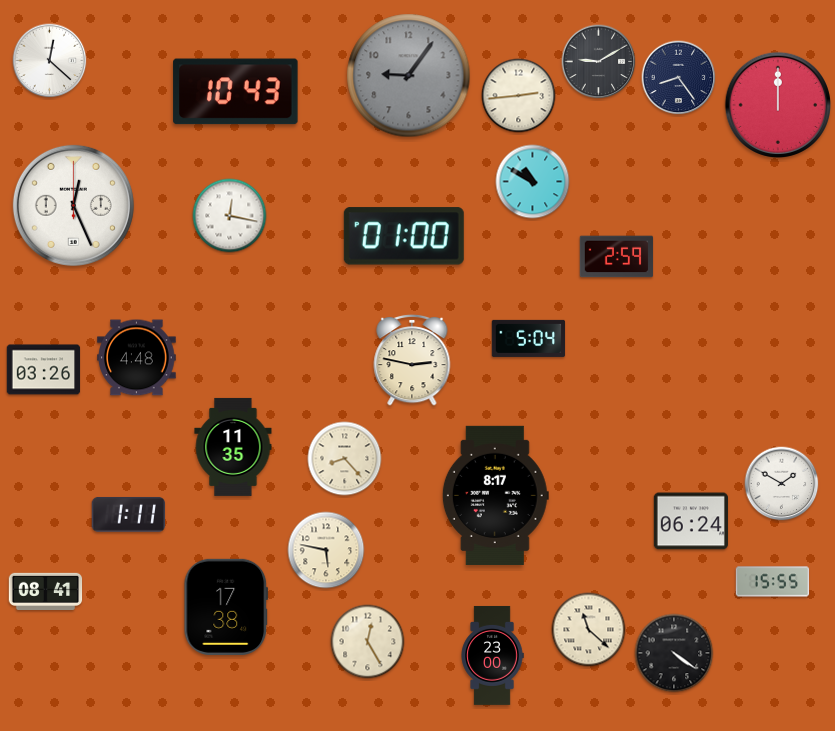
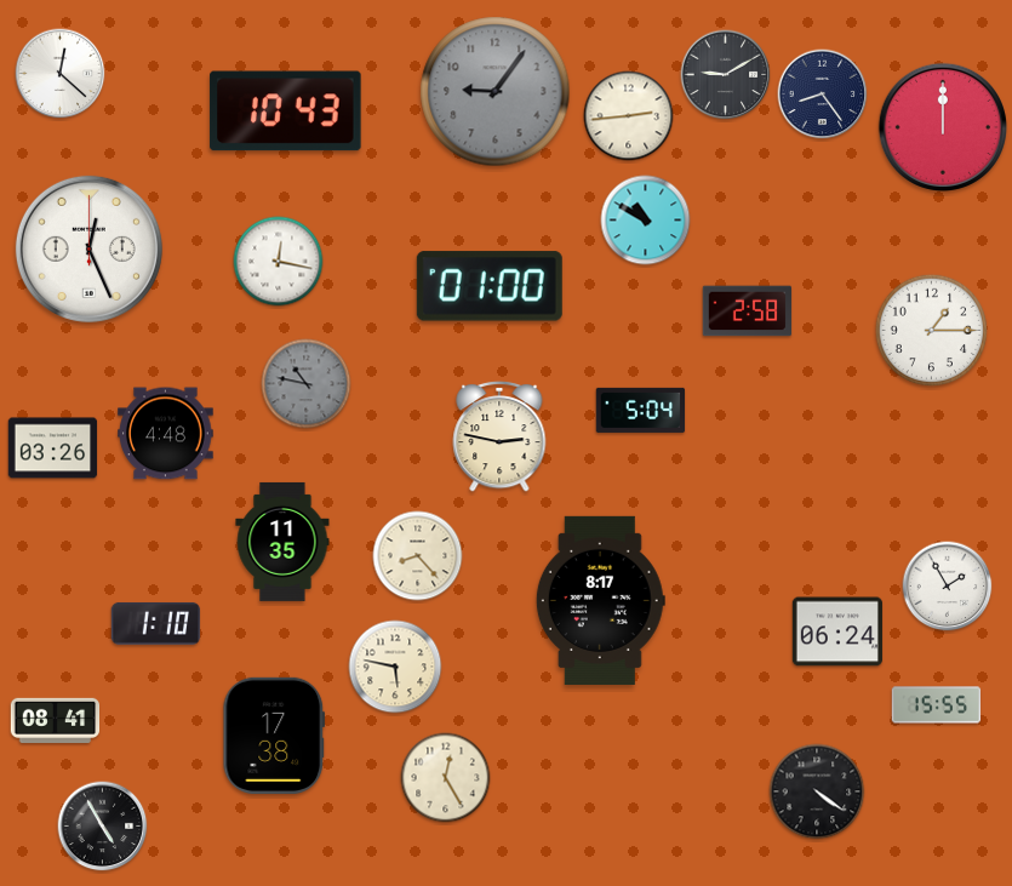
clock at (617, 257): 2:59 -> 2:58
clock at (932, 331): none -> 1:15
clock at (307, 384): none -> 10:47
clock at (782, 484): 1:50 -> 1:55
clock at (128, 515): 1:11 -> 1:10
clock at (46, 591) position: (46, 591) -> (56, 720)
clock at (589, 630): 11:22 -> none
clock at (492, 655): 23:00 -> none
clock at (103, 827): none -> 4:55
